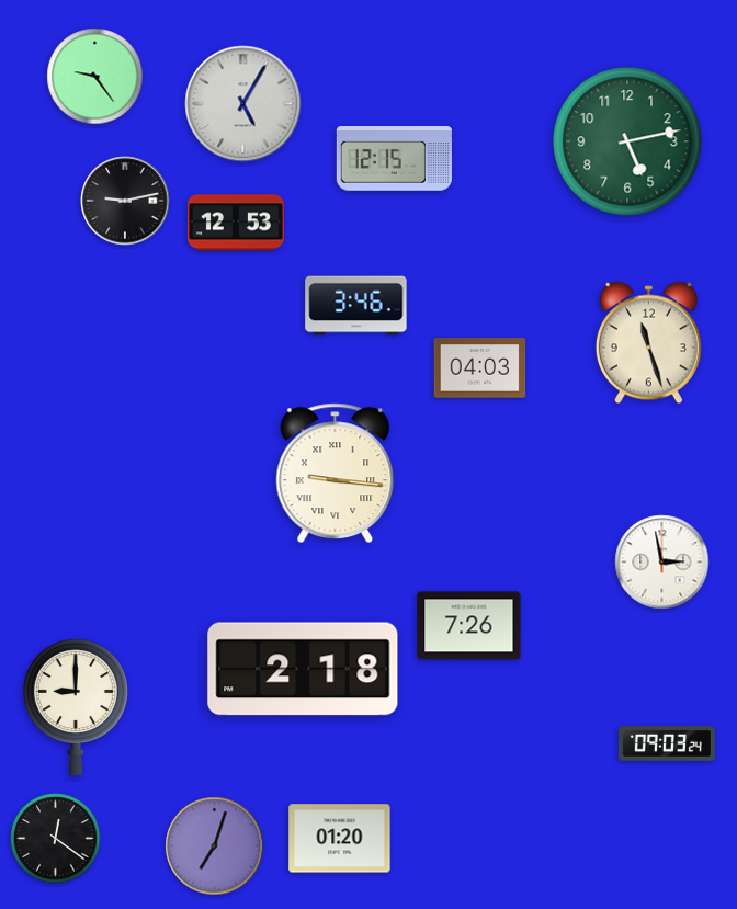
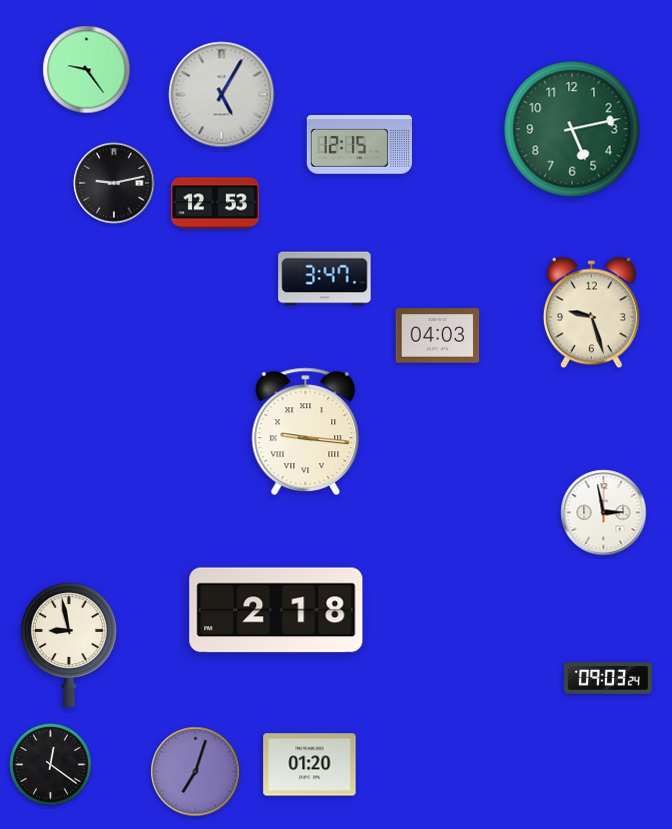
clock at (356, 306): 3:46 -> 3:47
clock at (648, 343): 11:27 -> 9:27
clock at (469, 626): 7:26 -> none
clock at (76, 707): 9:00 -> 8:58
